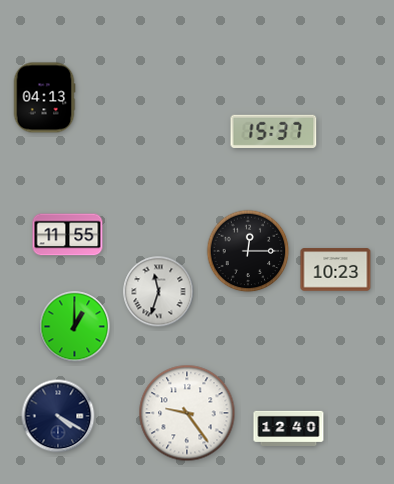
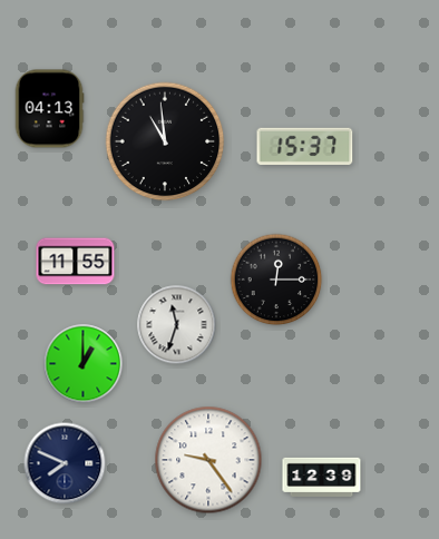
clock at (165, 141): none -> 10:59
clock at (336, 270): 10:23 -> none
clock at (58, 416): 4:20 -> 7:49
clock at (289, 428): 12:40 -> 12:39
